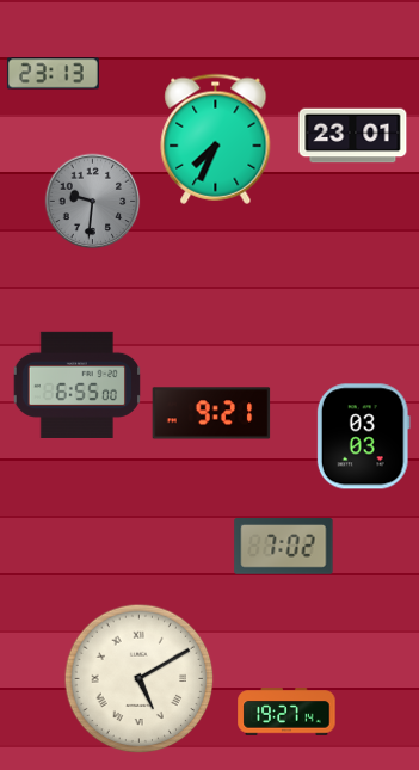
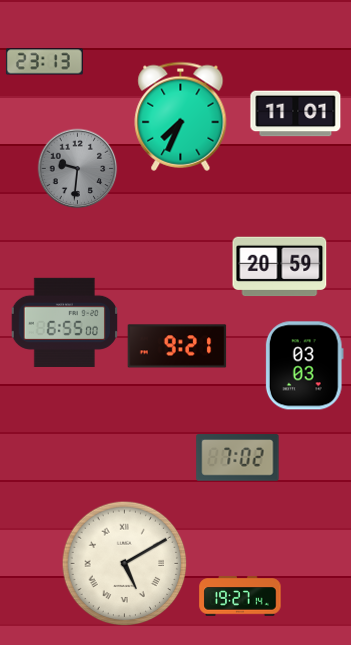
clock at (353, 136): 23:01 -> 11:01
clock at (280, 267): none -> 20:59
clock at (140, 679) position: (140, 679) -> (125, 564)
